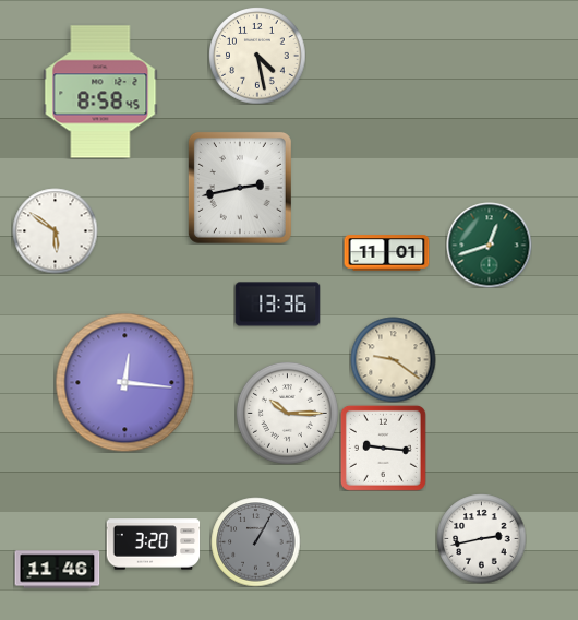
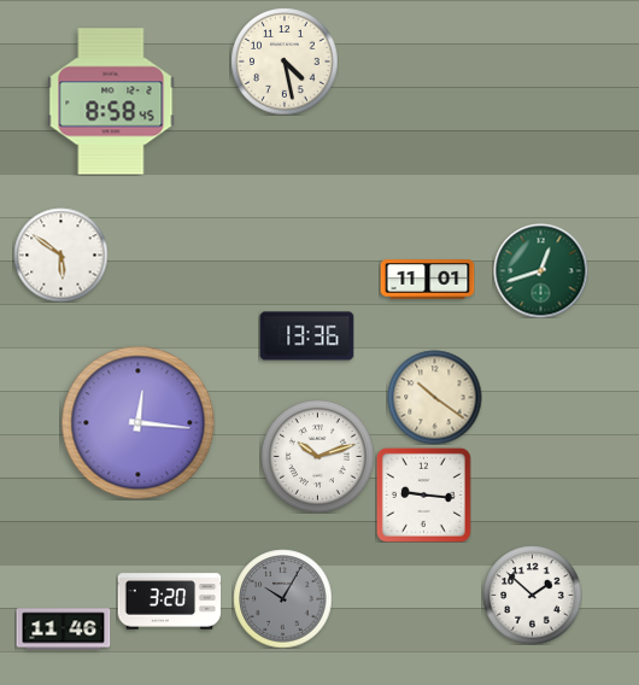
clock at (240, 188): 2:43 -> none
clock at (393, 359): 9:21 -> 10:21
clock at (287, 413): 10:15 -> 10:12
clock at (481, 538): 2:43 -> 1:52
clock at (255, 541): 1:05 -> 10:05
